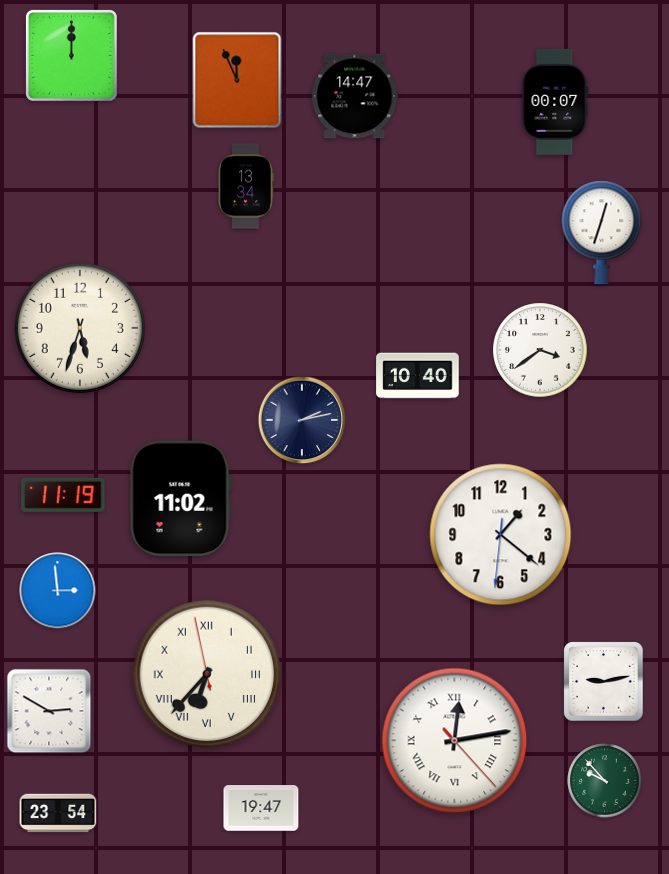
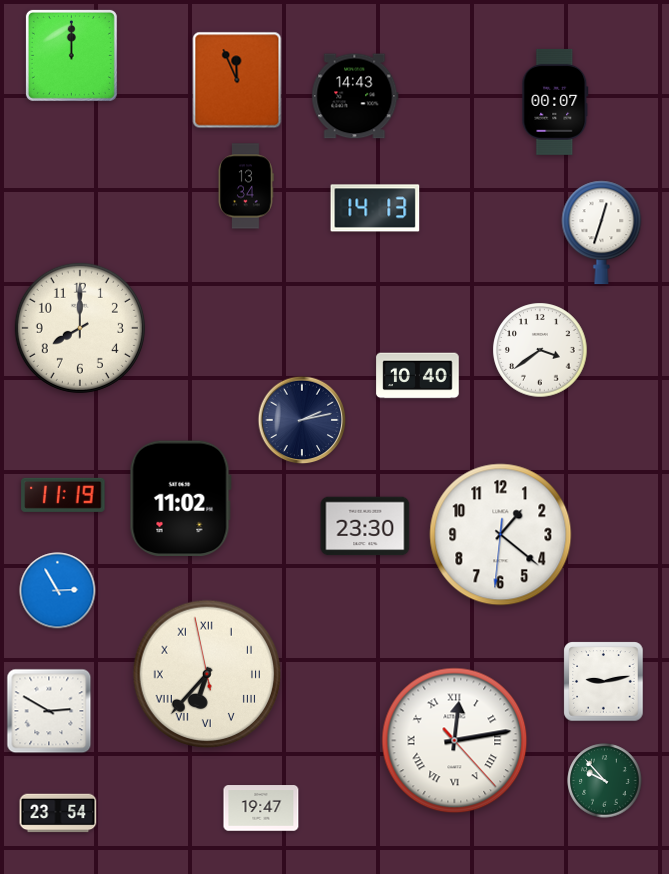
clock at (355, 96): 14:47 -> 14:43
clock at (375, 208): none -> 14:13
clock at (80, 328): 5:33 -> 8:00
clock at (365, 526): none -> 23:30
clock at (58, 591): 2:59 -> 2:55
